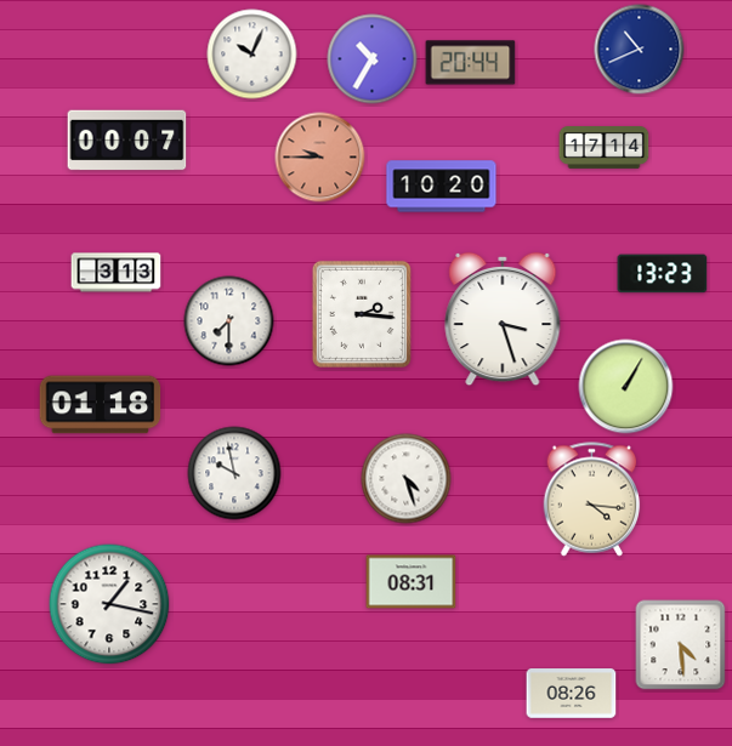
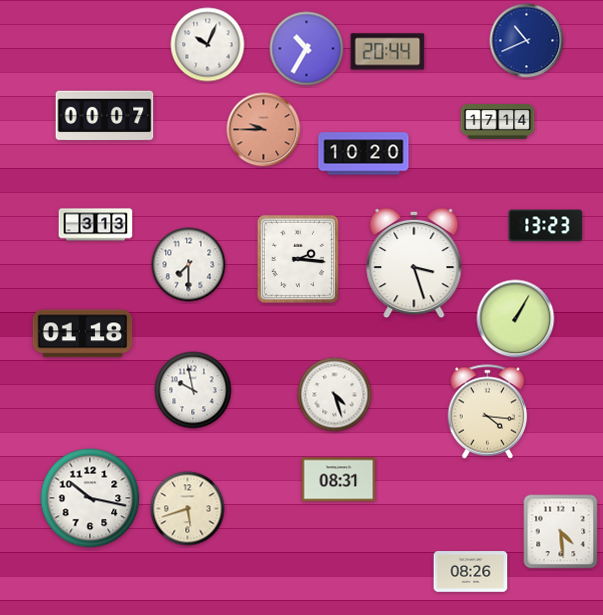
clock at (109, 604): 1:17 -> 10:17
clock at (188, 509): none -> 5:42
